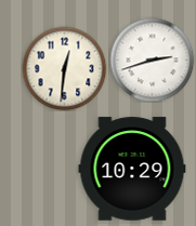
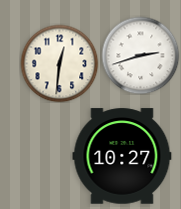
clock at (132, 169): 10:29 -> 10:27
